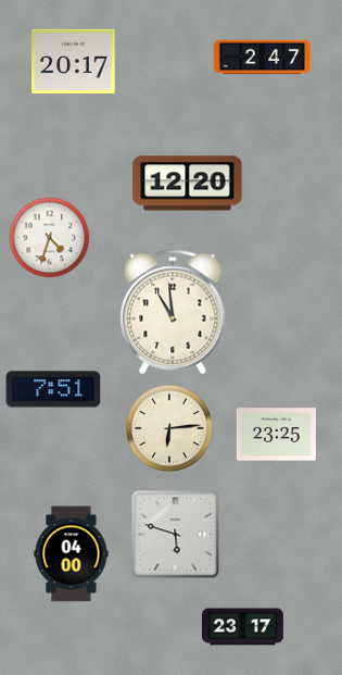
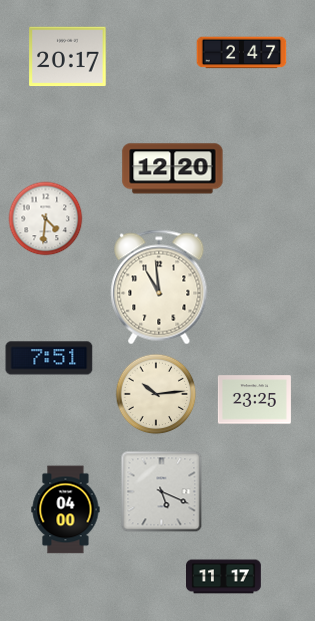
clock at (50, 238): 4:33 -> 4:31
clock at (169, 428): 6:14 -> 10:14
clock at (176, 535): 5:48 -> 5:19
clock at (243, 627): 23:17 -> 11:17
